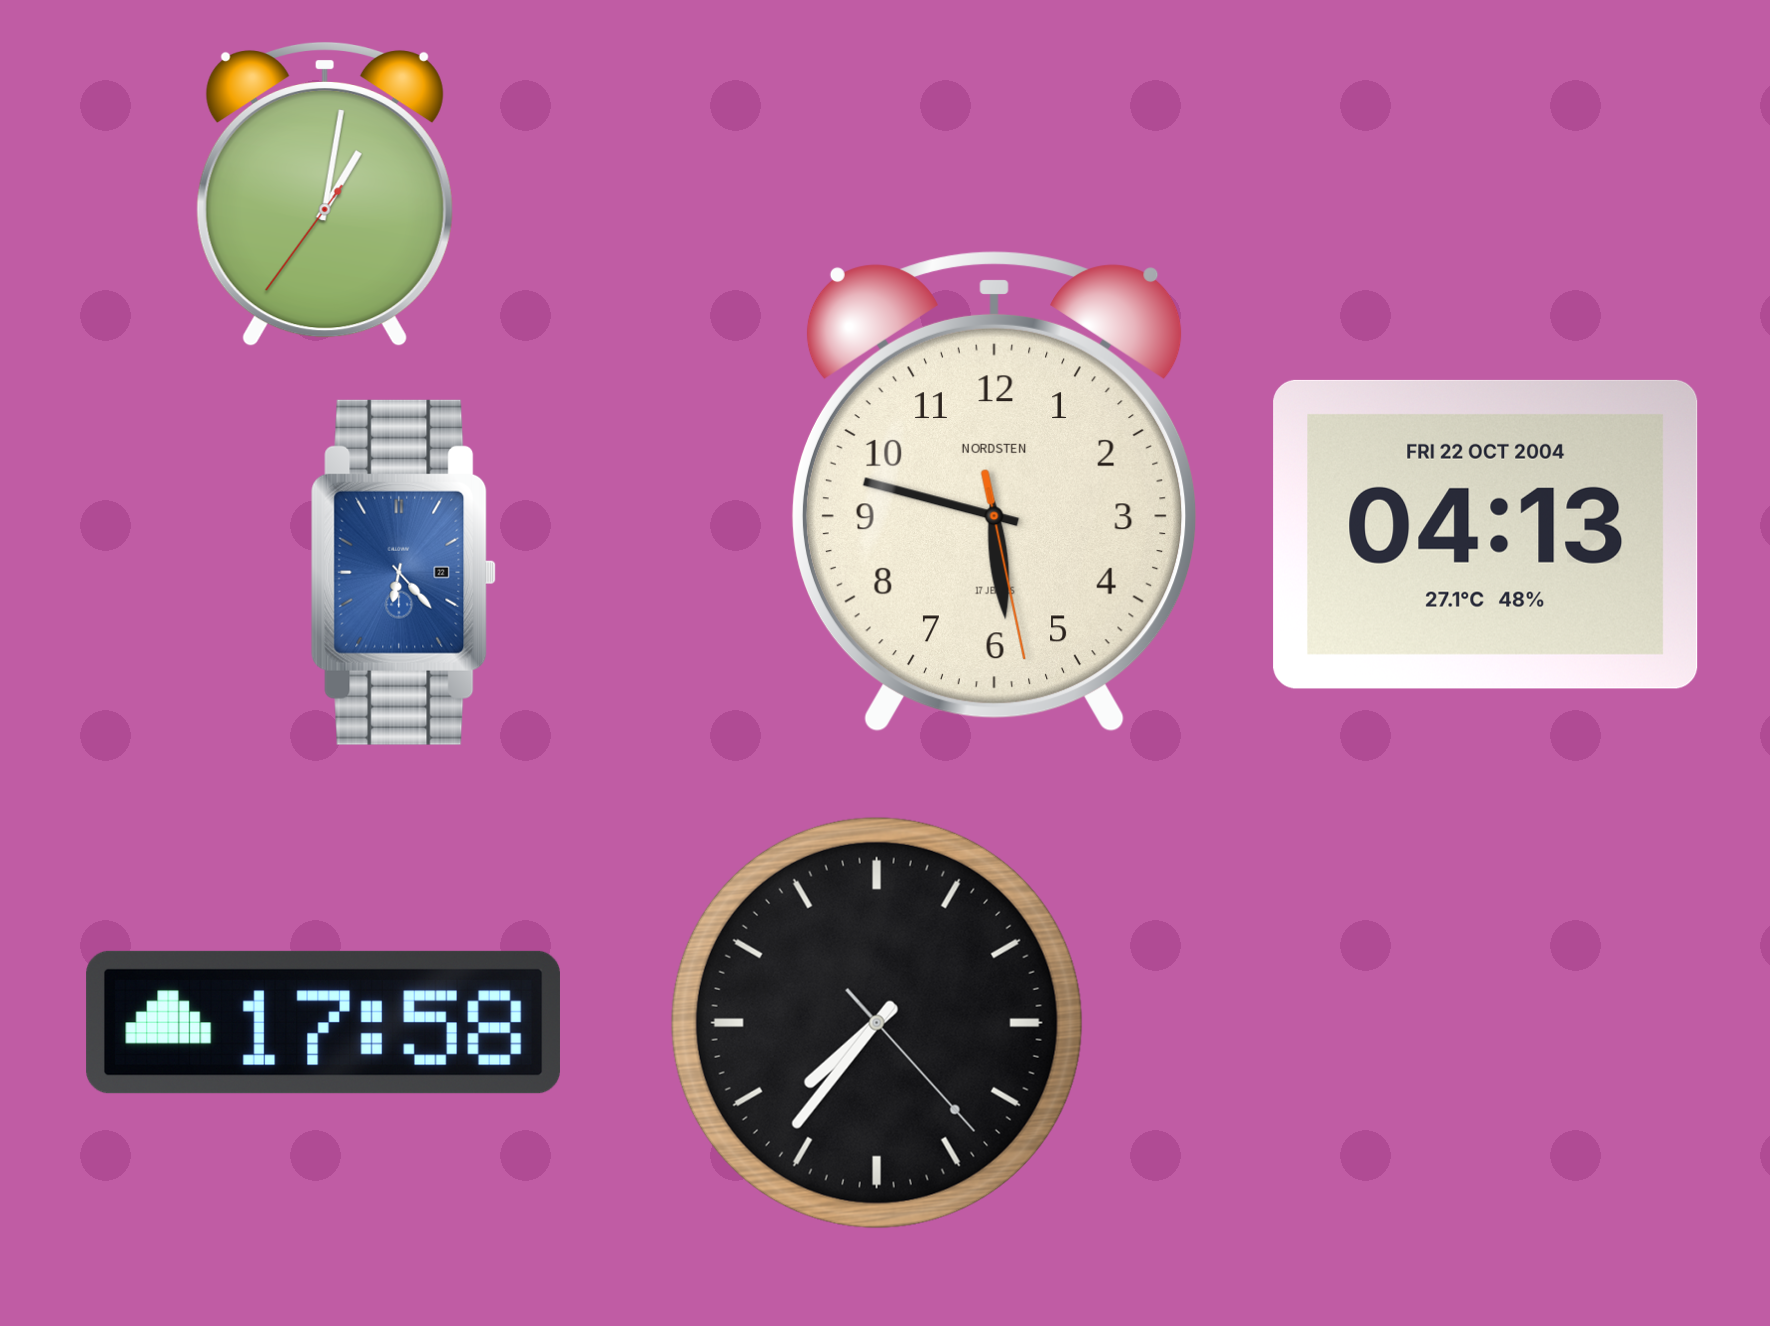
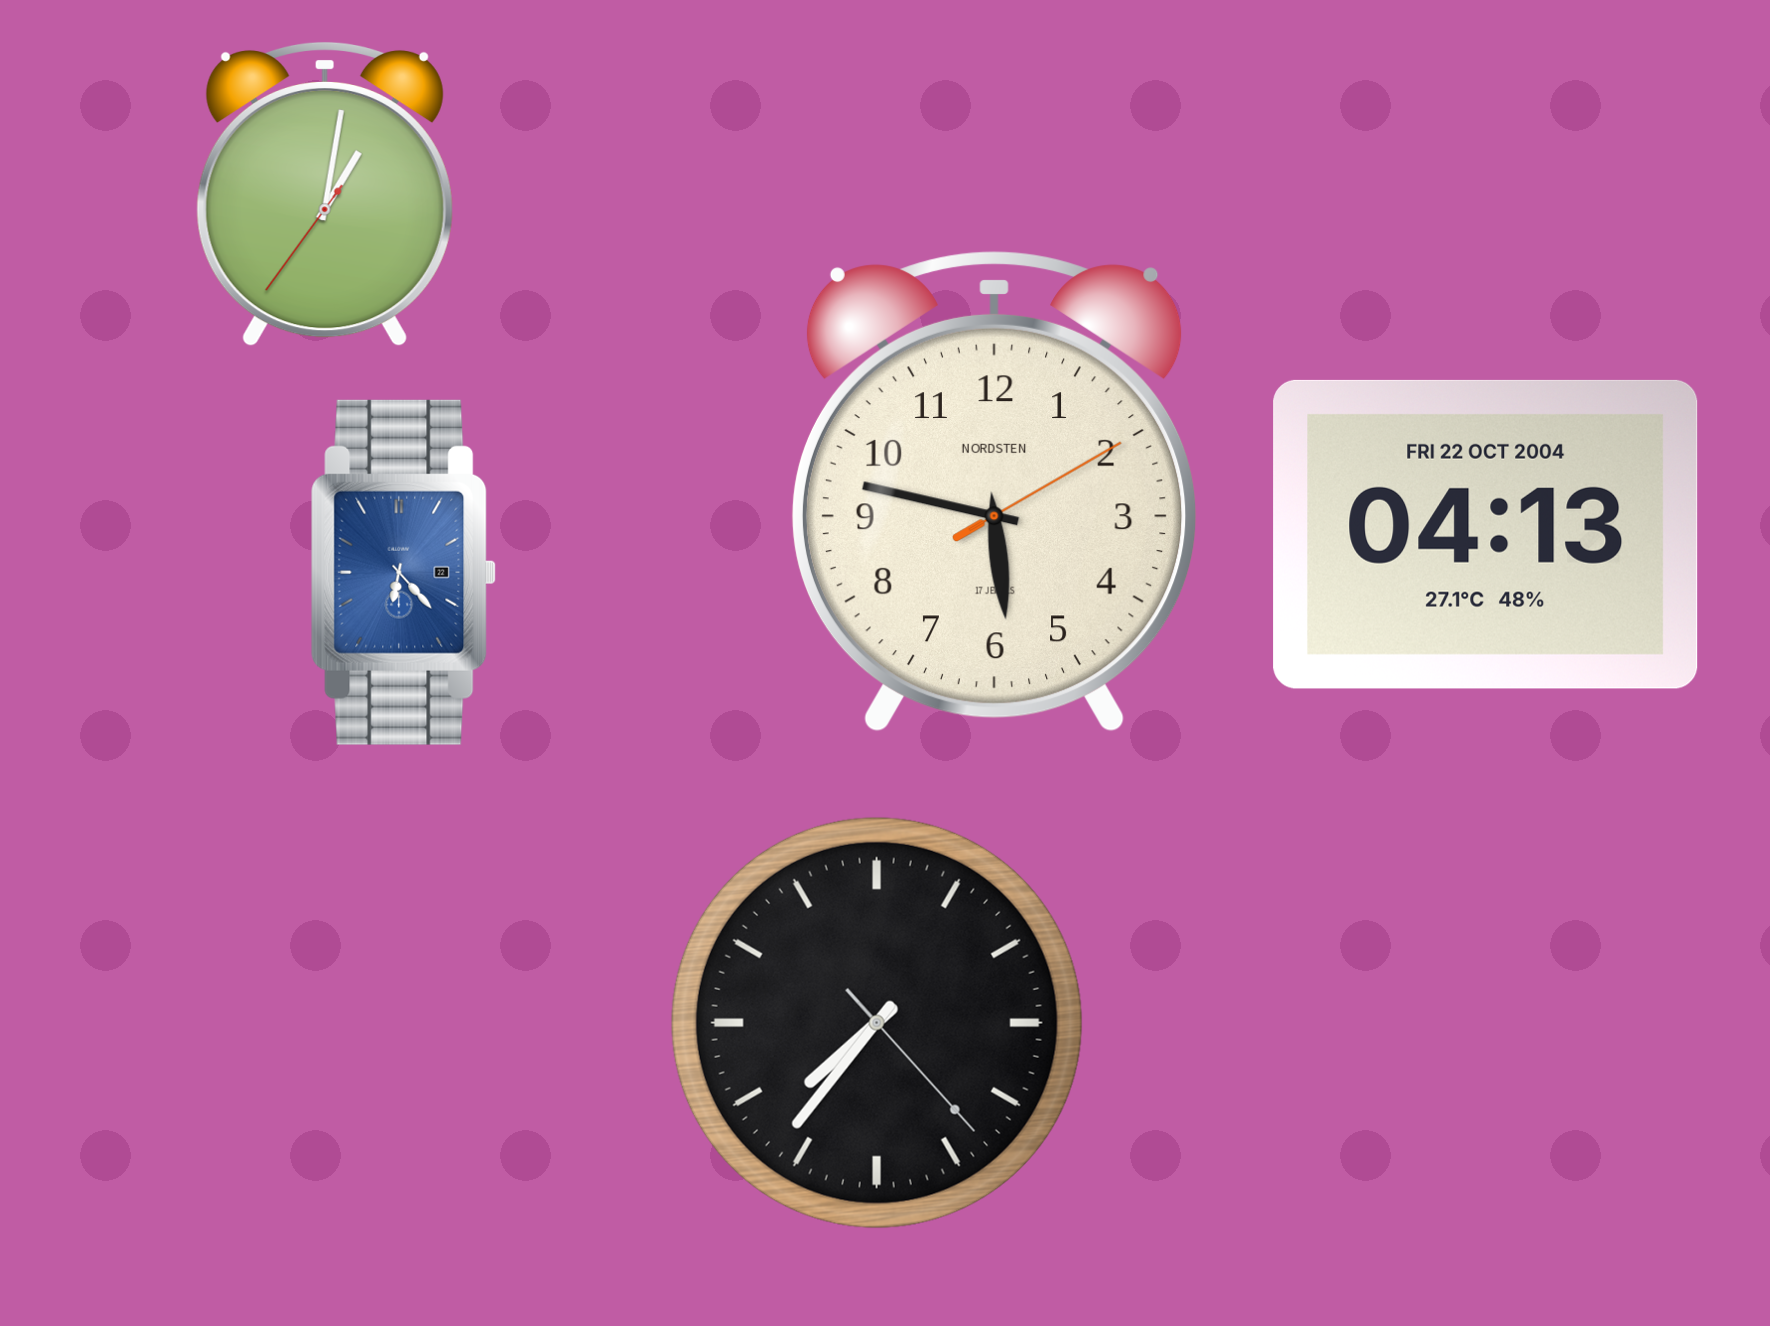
clock at (994, 492): 5:47:28 -> 5:47:10
clock at (323, 1022): 17:58 -> none
